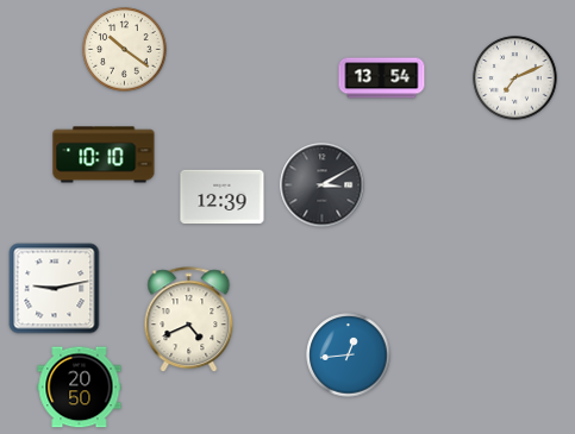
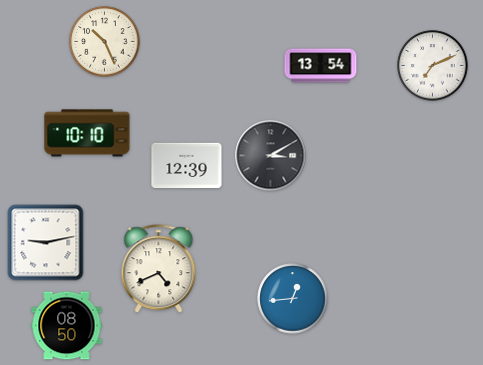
clock at (125, 50): 10:21 -> 10:26
clock at (104, 155) position: (104, 155) -> (87, 133)
clock at (80, 388): 20:50 -> 08:50
